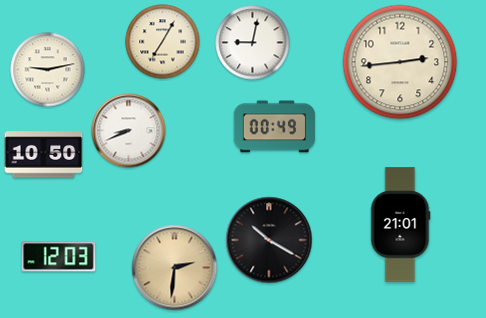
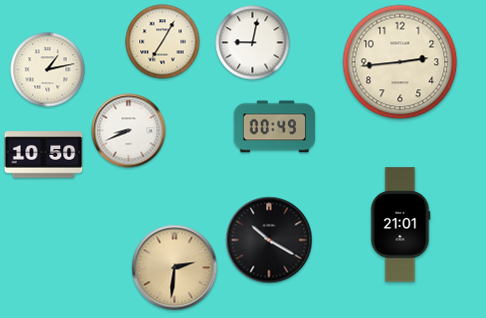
clock at (48, 70): 9:13 -> 1:13
clock at (59, 257): 12:03 -> none
